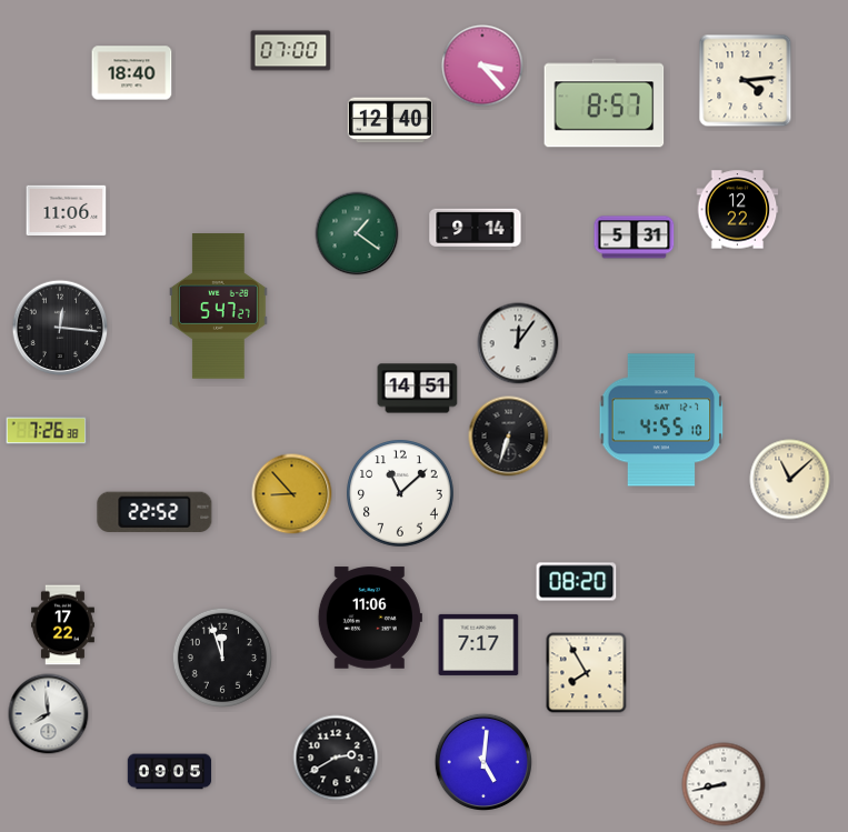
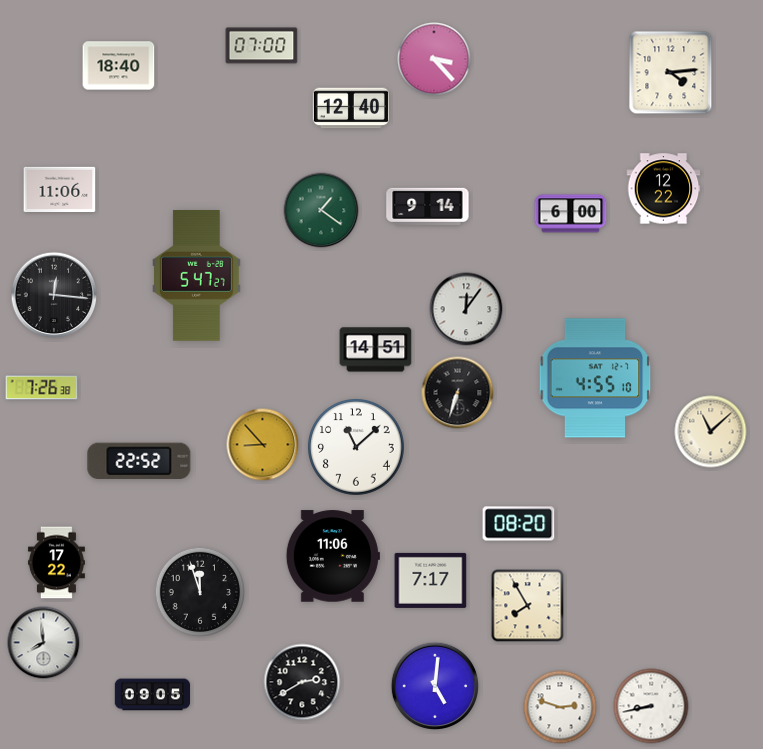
clock at (605, 103): 8:57 -> none
clock at (635, 238): 5:31 -> 6:00
clock at (401, 494) position: (401, 494) -> (357, 448)
clock at (560, 707): none -> 2:48
